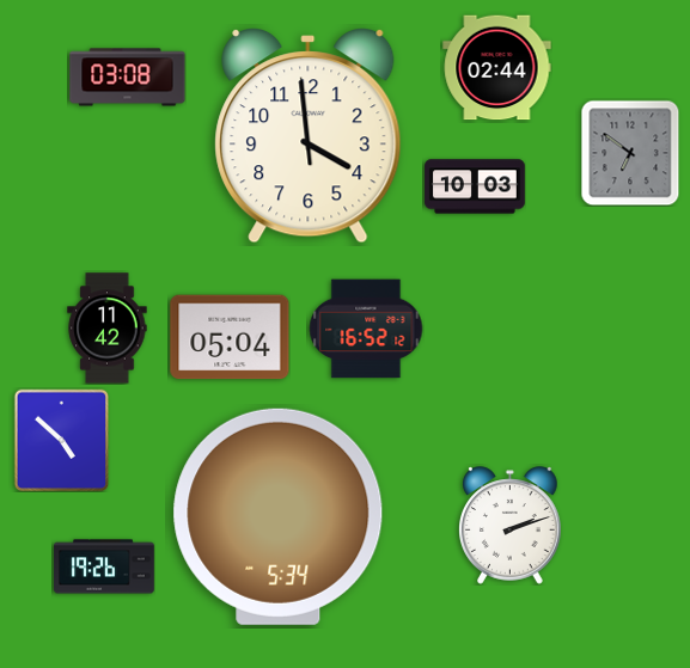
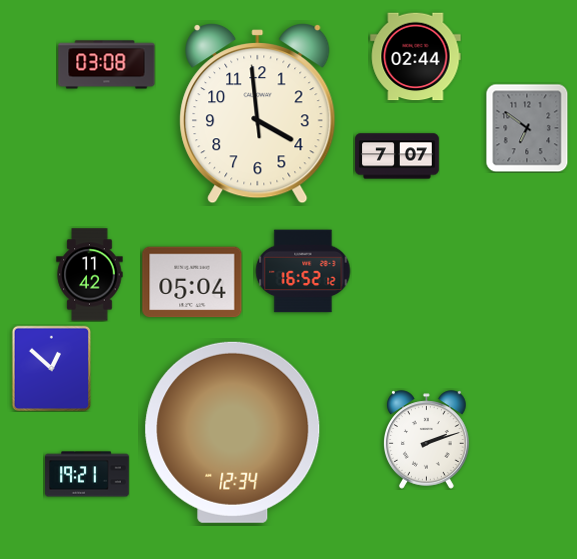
clock at (475, 186): 10:03 -> 7:07
clock at (366, 329) position: (366, 329) -> (303, 271)
clock at (62, 440): 4:52 -> 12:52
clock at (279, 516): 5:34 -> 12:34
clock at (104, 566): 19:26 -> 19:21
